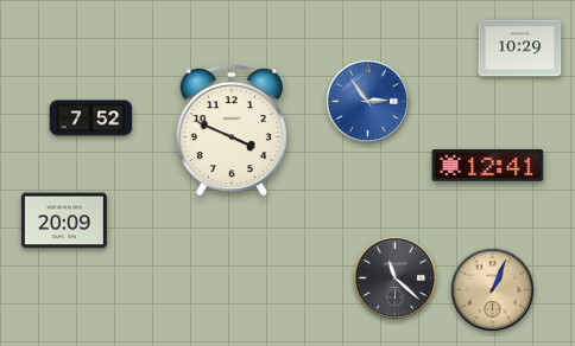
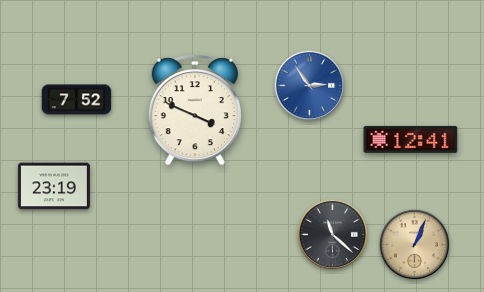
clock at (520, 49): 10:29 -> none
clock at (64, 220): 20:09 -> 23:19
